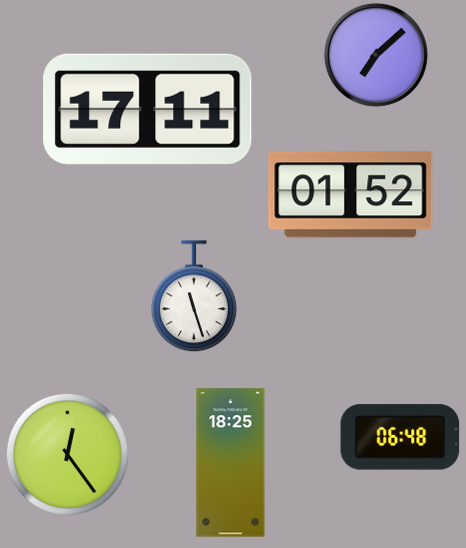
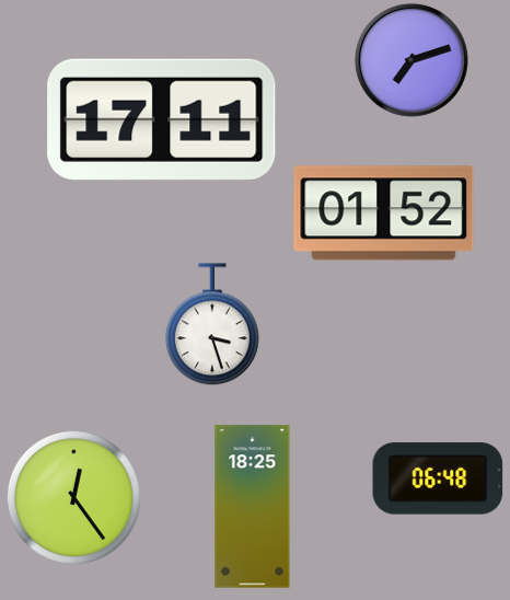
clock at (376, 55): 7:08 -> 7:12
clock at (194, 296): 11:27 -> 3:27
